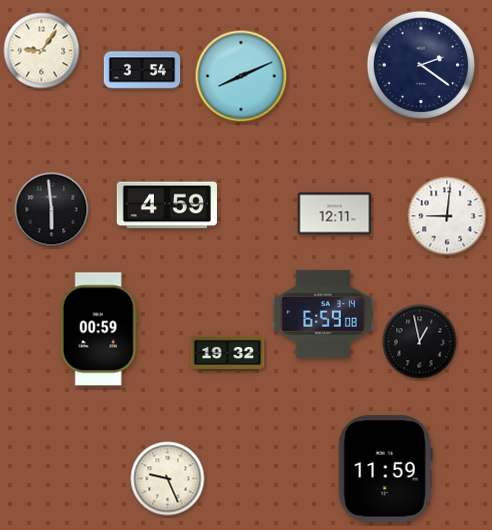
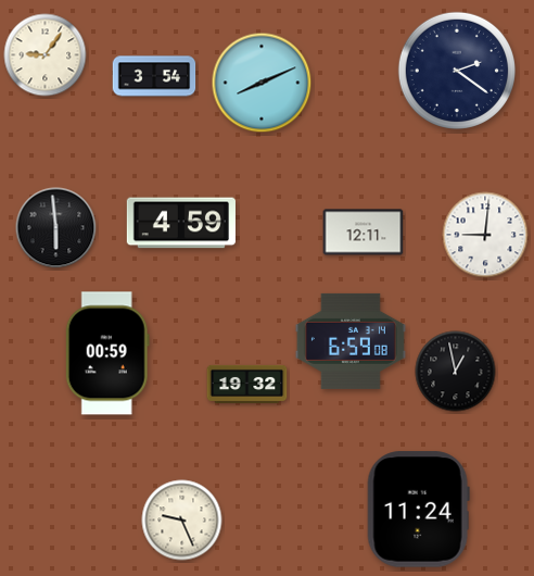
clock at (99, 329) position: (99, 329) -> (107, 353)
clock at (385, 469): 11:59 -> 11:24
